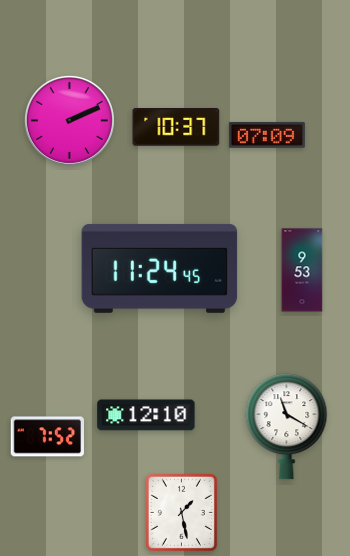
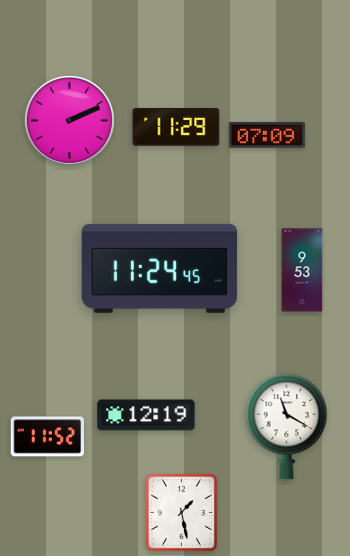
clock at (176, 128): 10:37 -> 11:29
clock at (146, 415): 12:10 -> 12:19
clock at (48, 437): 7:52 -> 11:52
